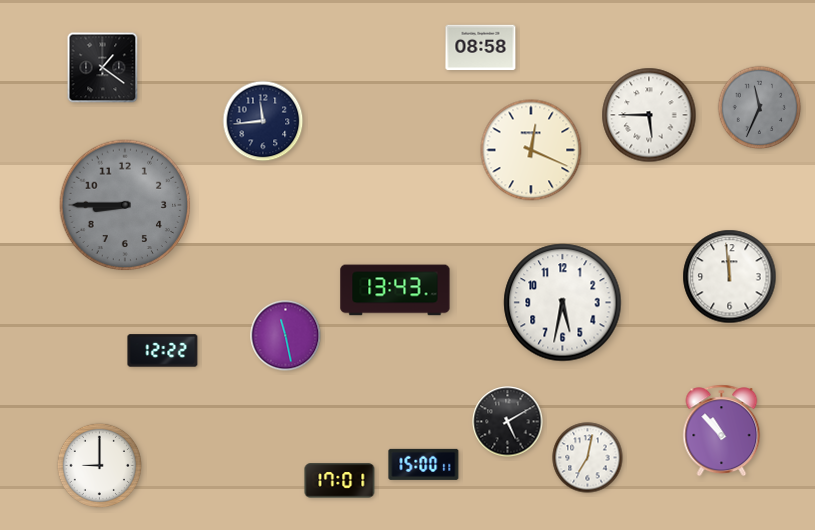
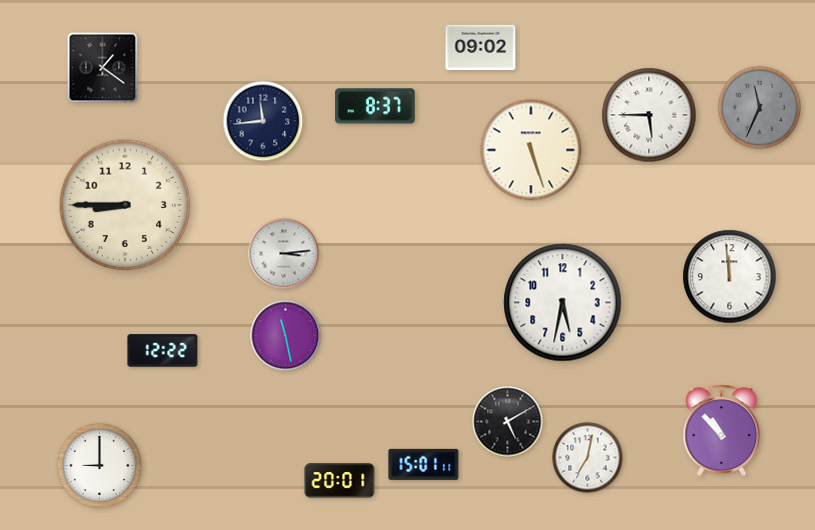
clock at (481, 48): 08:58 -> 09:02
clock at (375, 106): none -> 8:37
clock at (531, 150): 12:19 -> 5:27
clock at (125, 205) dial: grey -> cream
clock at (284, 254): none -> 3:14
clock at (395, 290): 13:43 -> none
clock at (424, 464): 15:00 -> 15:01
clock at (340, 481): 17:01 -> 20:01
